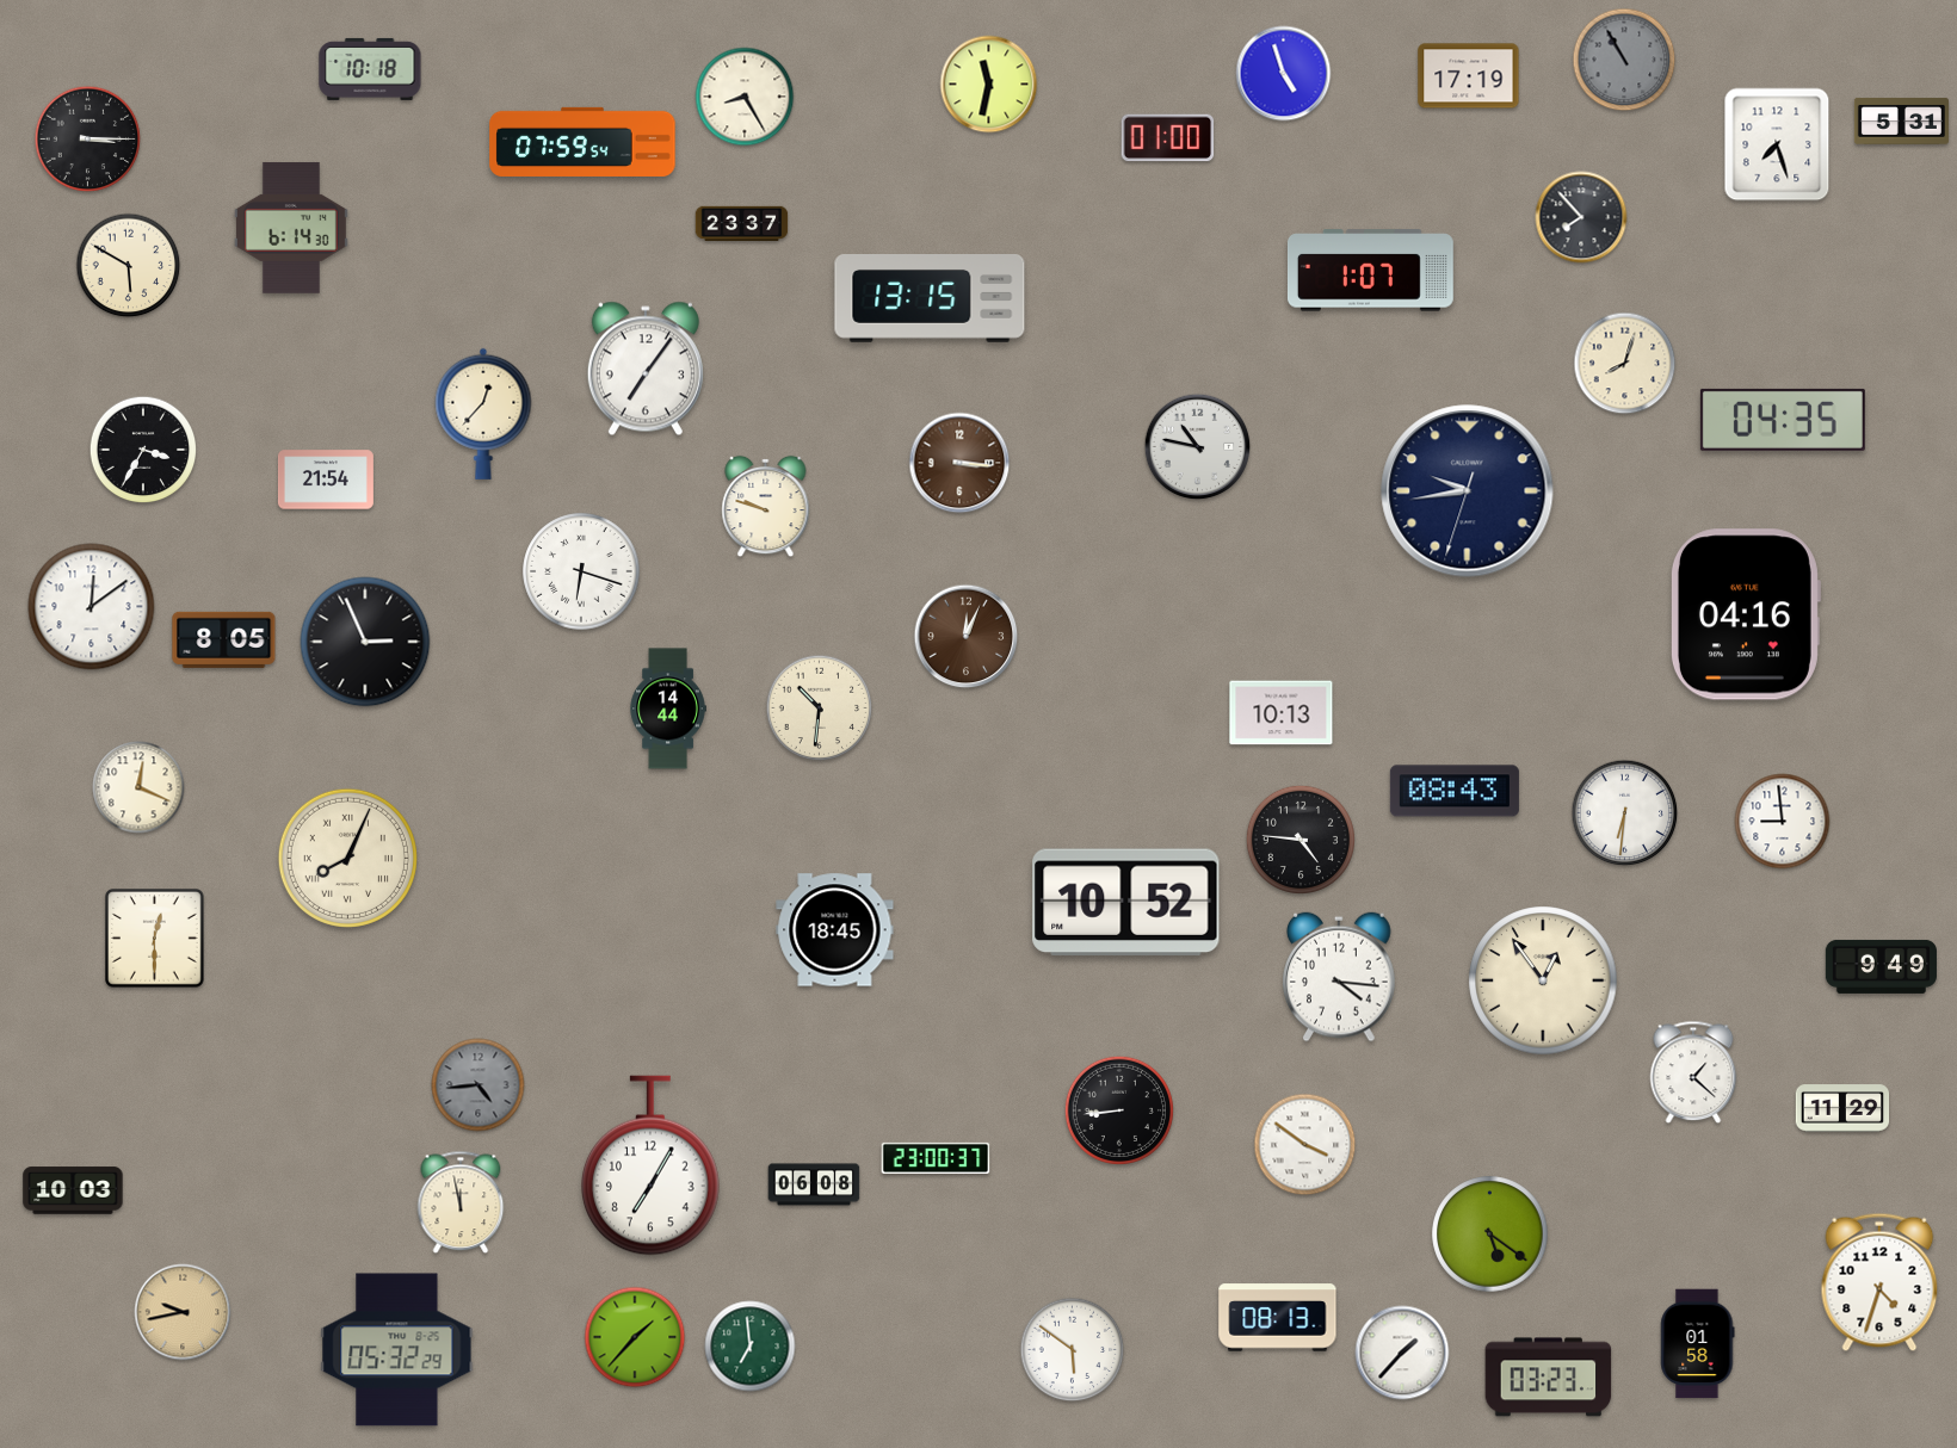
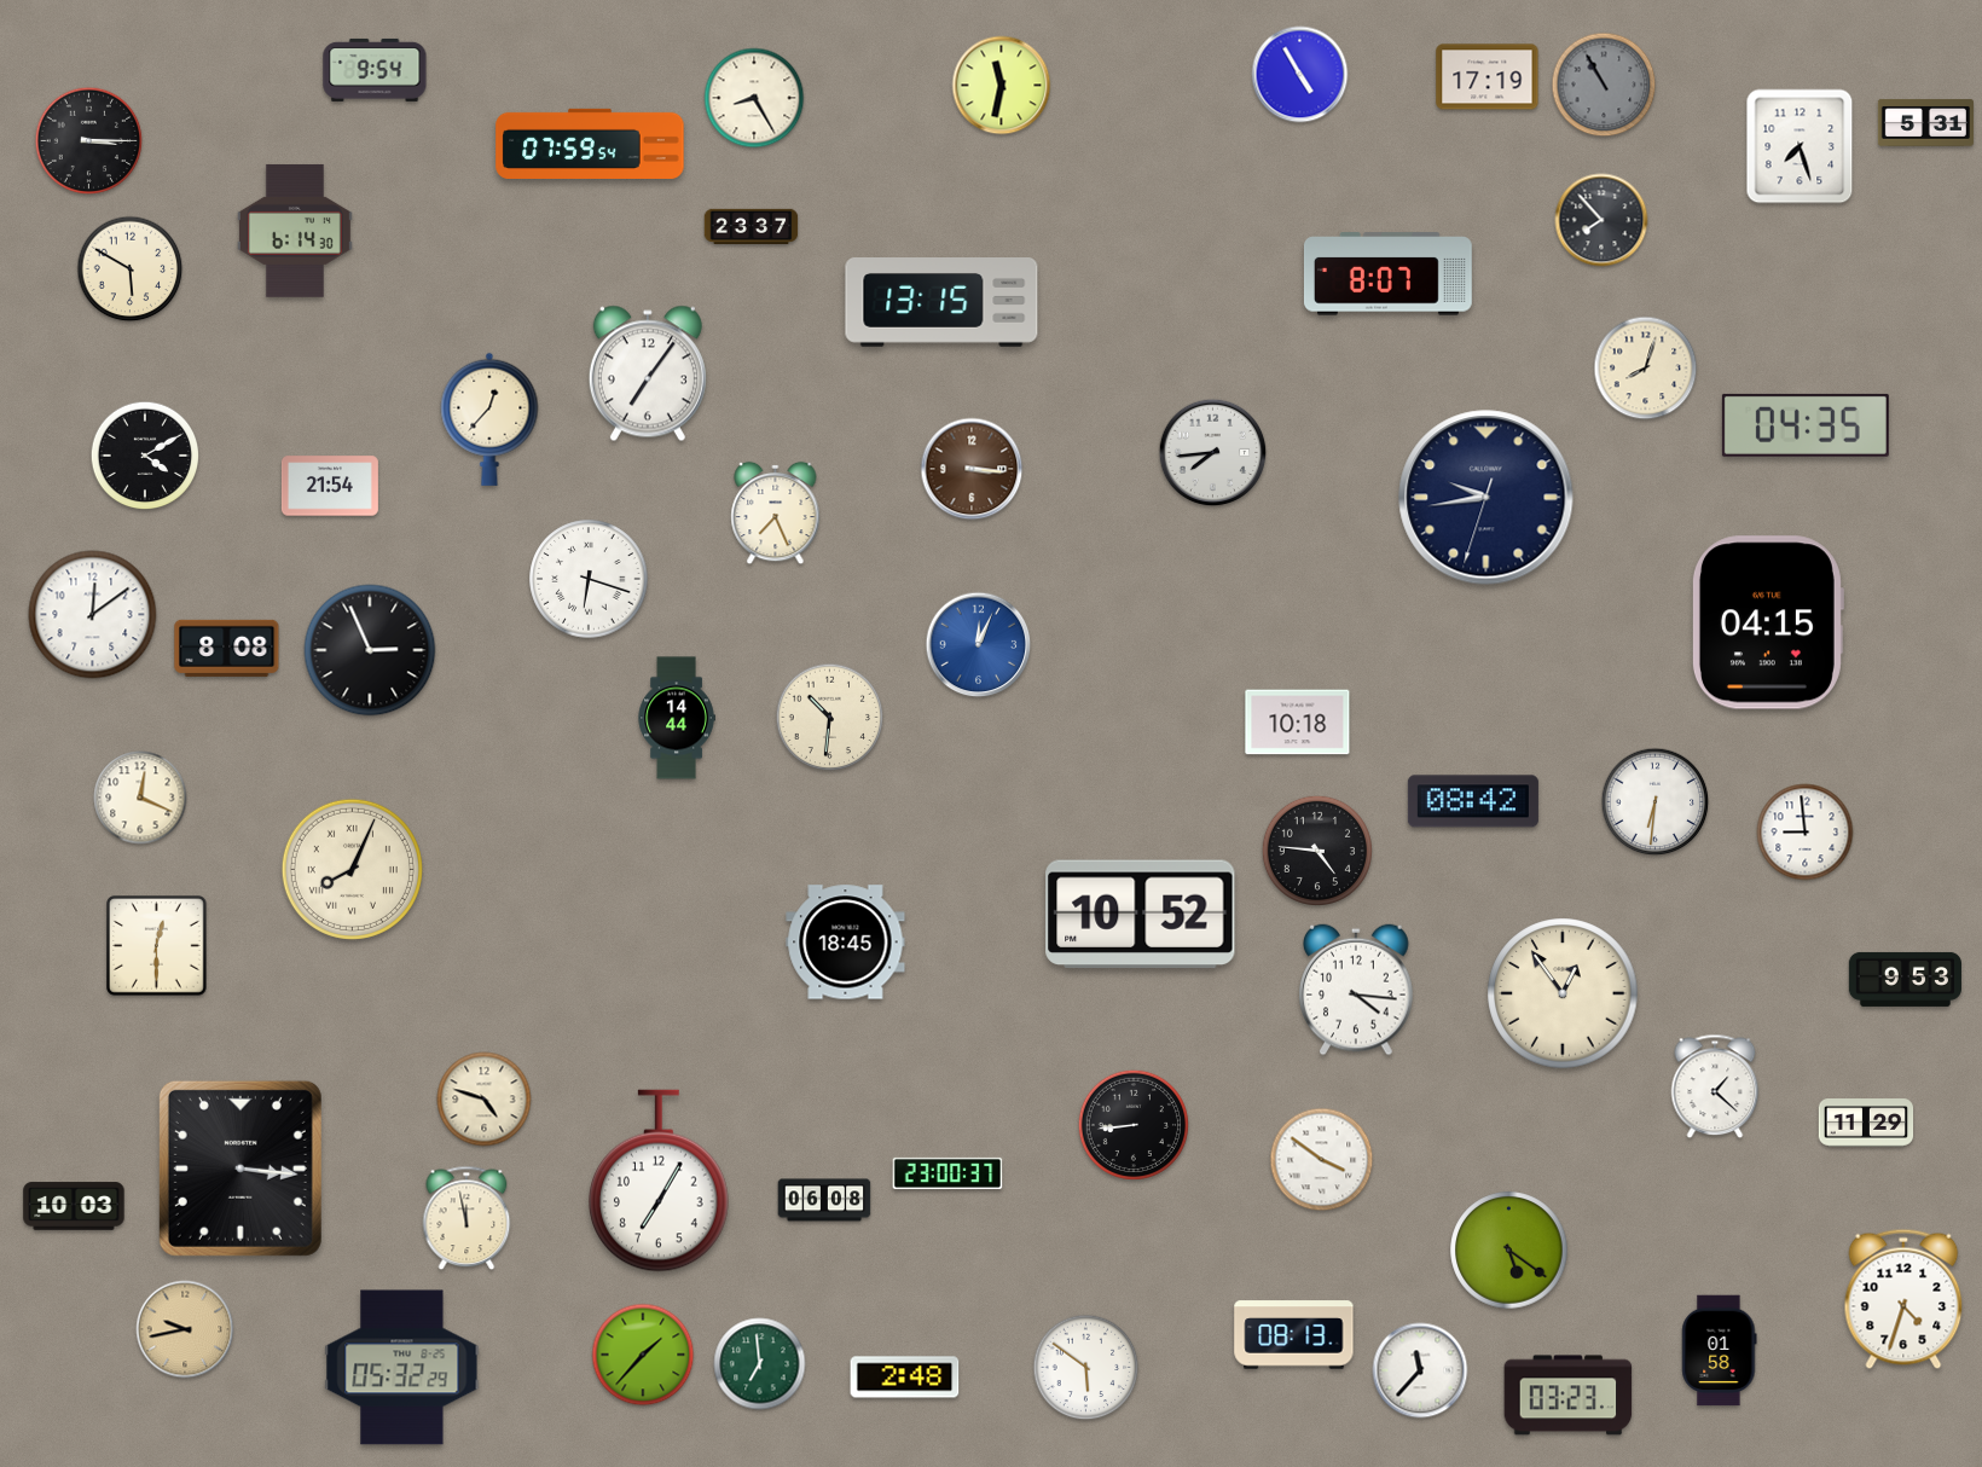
clock at (1624, 60) position: (1624, 60) -> (1604, 85)
clock at (370, 69): 10:18 -> 9:54
clock at (1284, 74): 4:57 -> 4:55
clock at (1168, 138): 01:00 -> none
clock at (1370, 271): 1:07 -> 8:07
clock at (646, 369) position: (646, 369) -> (648, 373)
clock at (1198, 447): 10:47 -> 7:44
clock at (143, 450): 3:35 -> 4:10
clock at (766, 507): 9:48 -> 7:26
clock at (1745, 614): 04:16 -> 04:15
clock at (967, 637) dial: brown -> blue
clock at (224, 639): 8:05 -> 8:08
clock at (1282, 713): 10:13 -> 10:18
clock at (1455, 791): 08:43 -> 08:42
clock at (1625, 813) position: (1625, 813) -> (1656, 802)
clock at (155, 939) position: (155, 939) -> (157, 946)
clock at (1881, 966): 9:49 -> 9:53
clock at (479, 1085): 4:44 -> 4:48
clock at (479, 1085) dial: grey -> cream
clock at (240, 1169): none -> 3:16
clock at (1698, 1344) position: (1698, 1344) -> (1720, 1351)
clock at (1402, 1353): 1:37 -> 11:37
clock at (905, 1378): none -> 2:48
